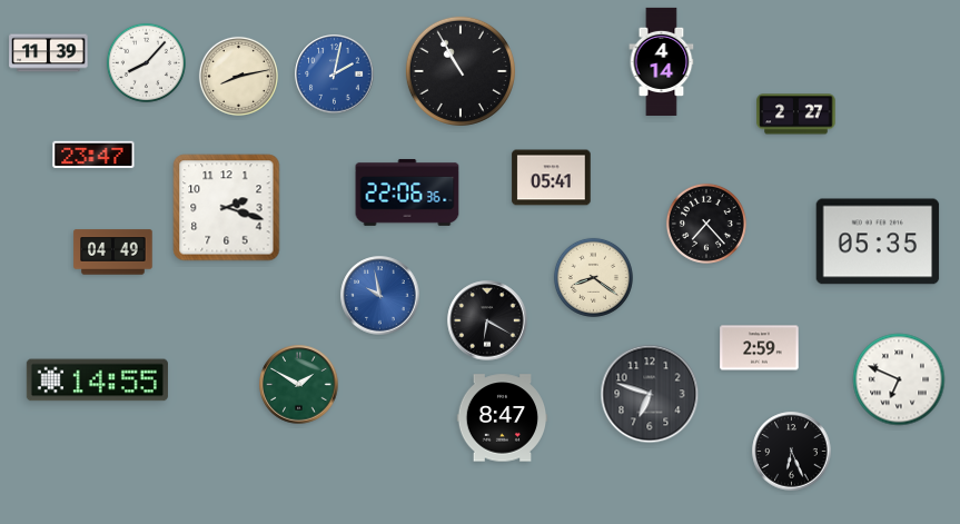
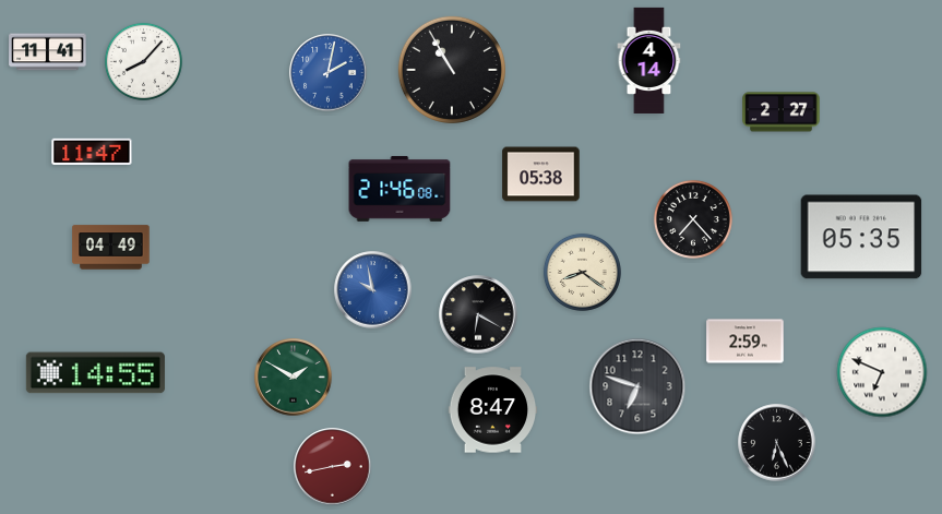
clock at (49, 53): 11:39 -> 11:41
clock at (238, 76): 8:13 -> none
clock at (93, 154): 23:47 -> 11:47
clock at (552, 178): 05:41 -> 05:38
clock at (407, 192): 22:06 -> 21:46
clock at (227, 208): 2:18 -> none
clock at (333, 467): none -> 2:43
